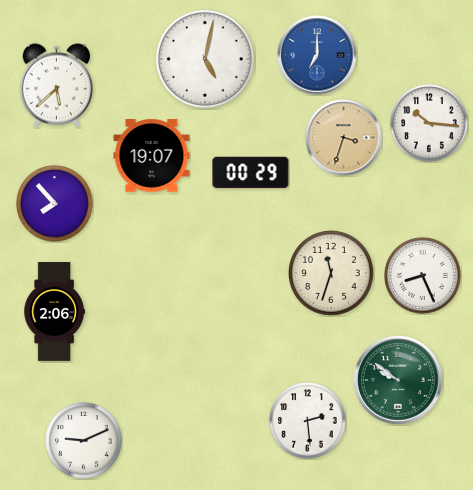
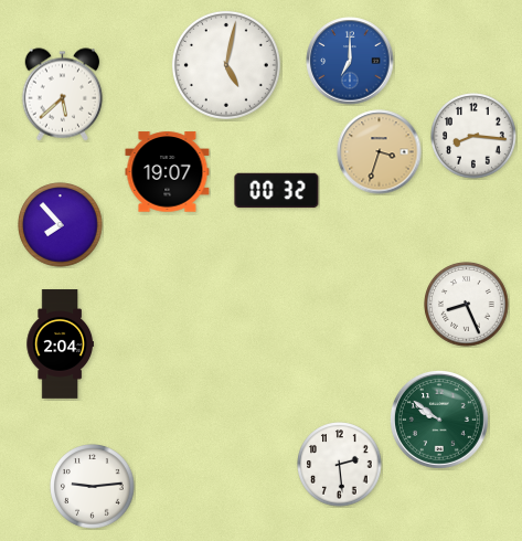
clock at (429, 123): 10:16 -> 8:16
clock at (251, 173): 00:29 -> 00:32
clock at (332, 274): 11:33 -> none
clock at (54, 312): 2:06 -> 2:04
clock at (84, 441): 9:11 -> 9:14
